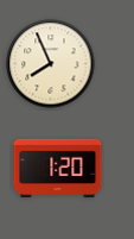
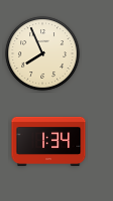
clock at (58, 168): 1:20 -> 1:34
